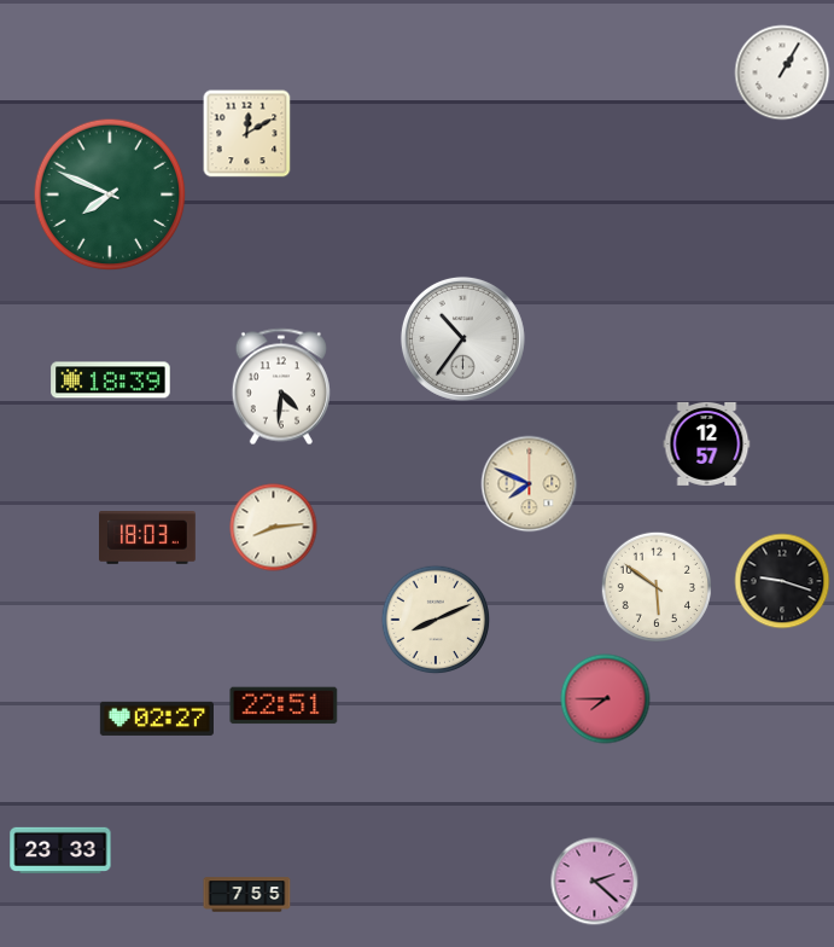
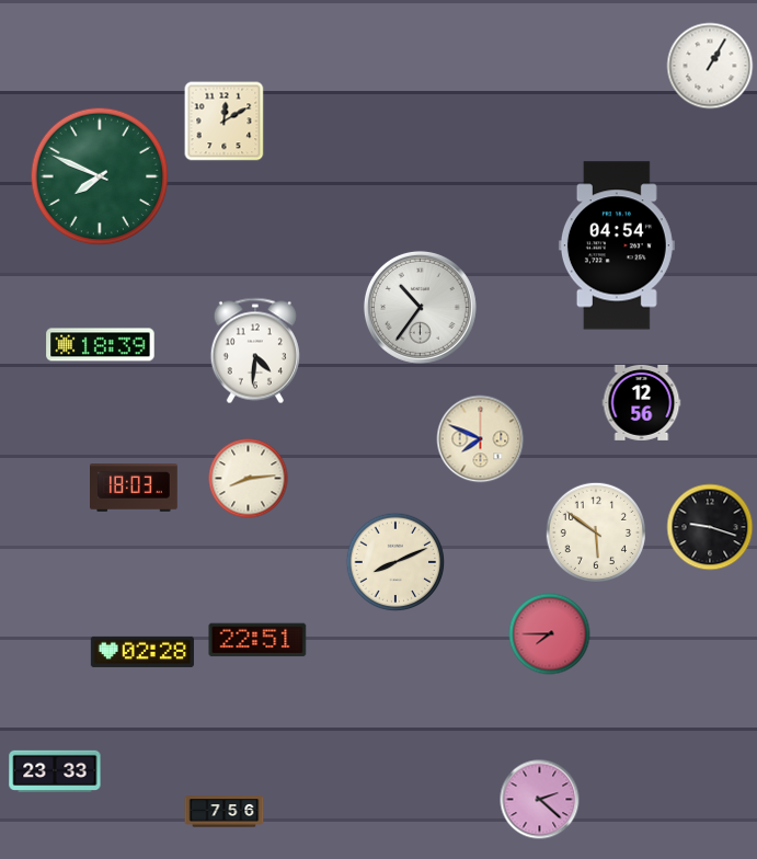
clock at (617, 245): none -> 04:54
clock at (707, 443): 12:57 -> 12:56
clock at (157, 719): 02:27 -> 02:28
clock at (247, 895): 7:55 -> 7:56
